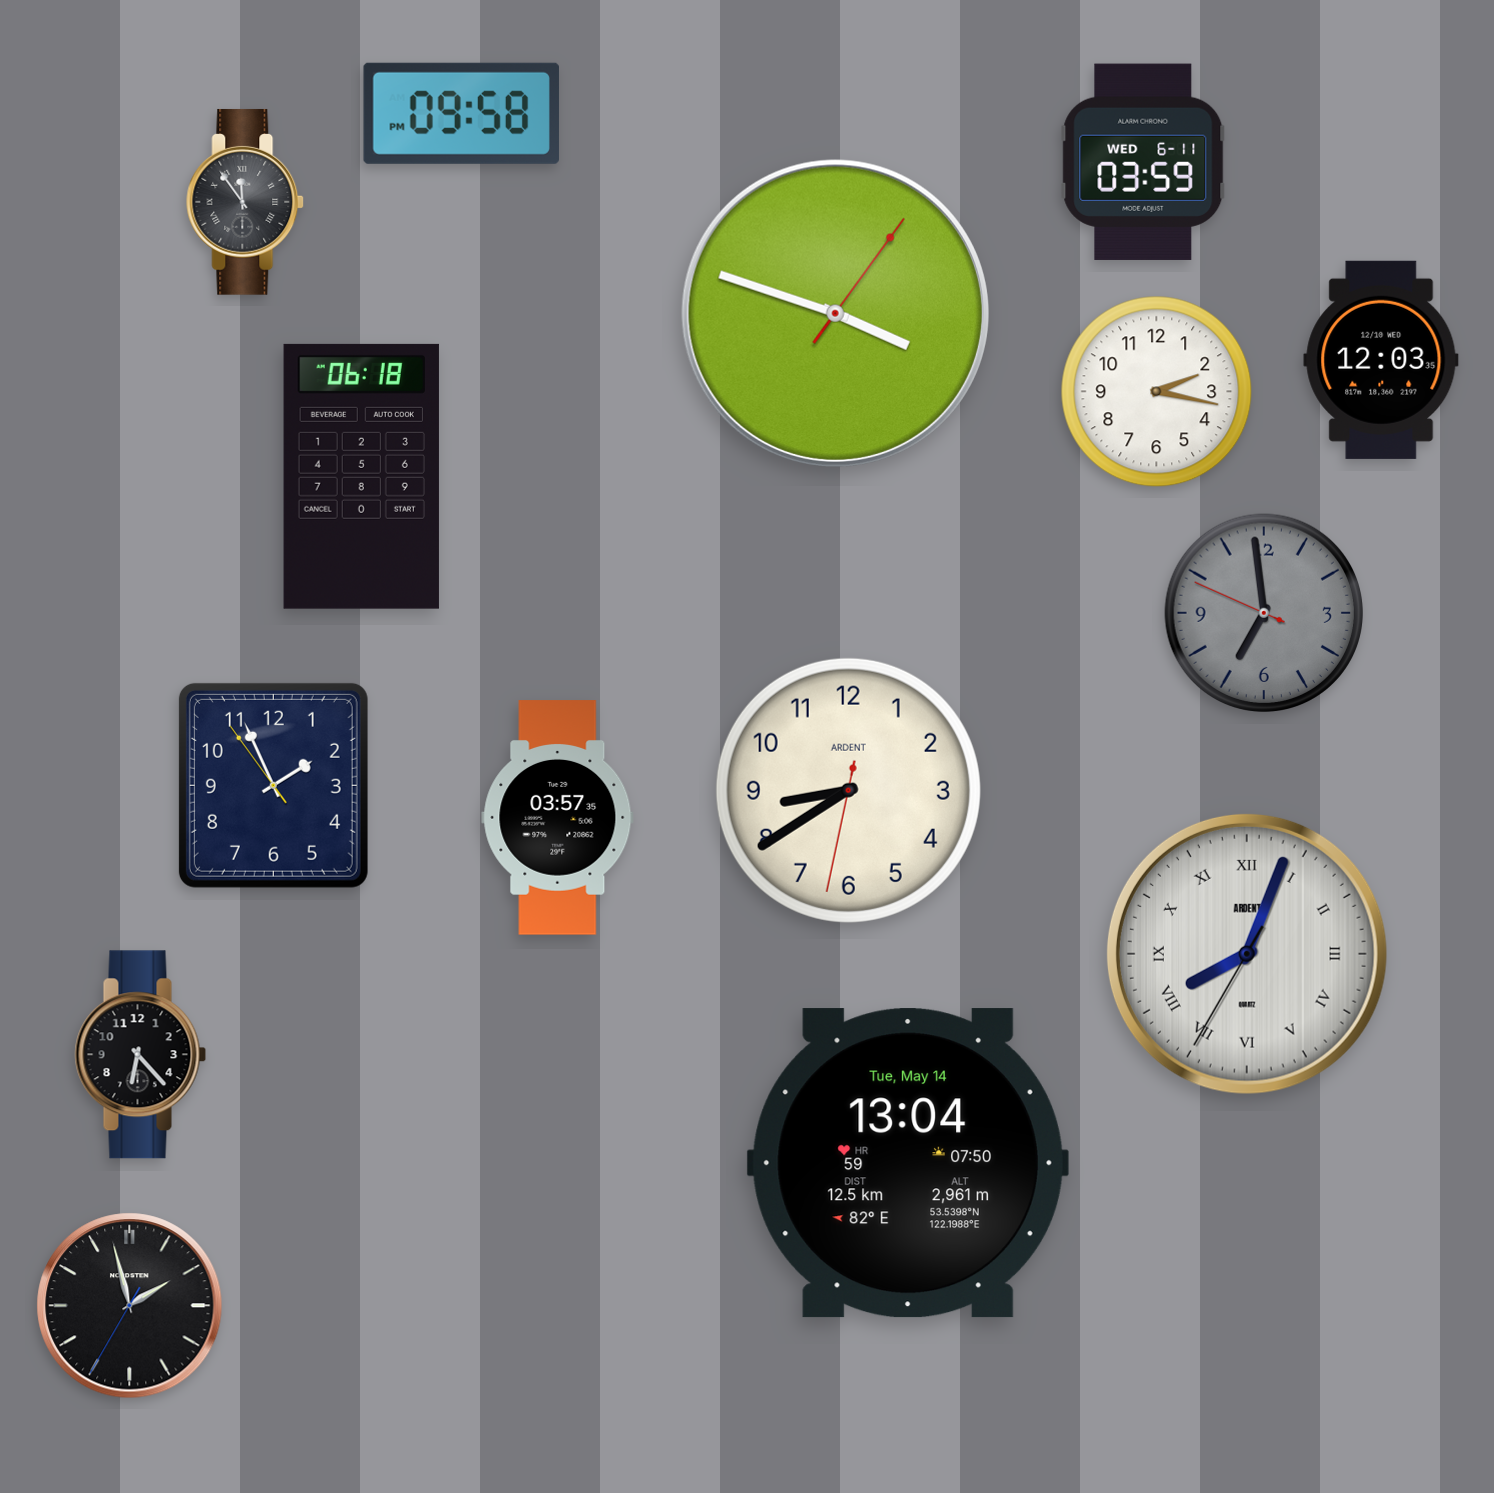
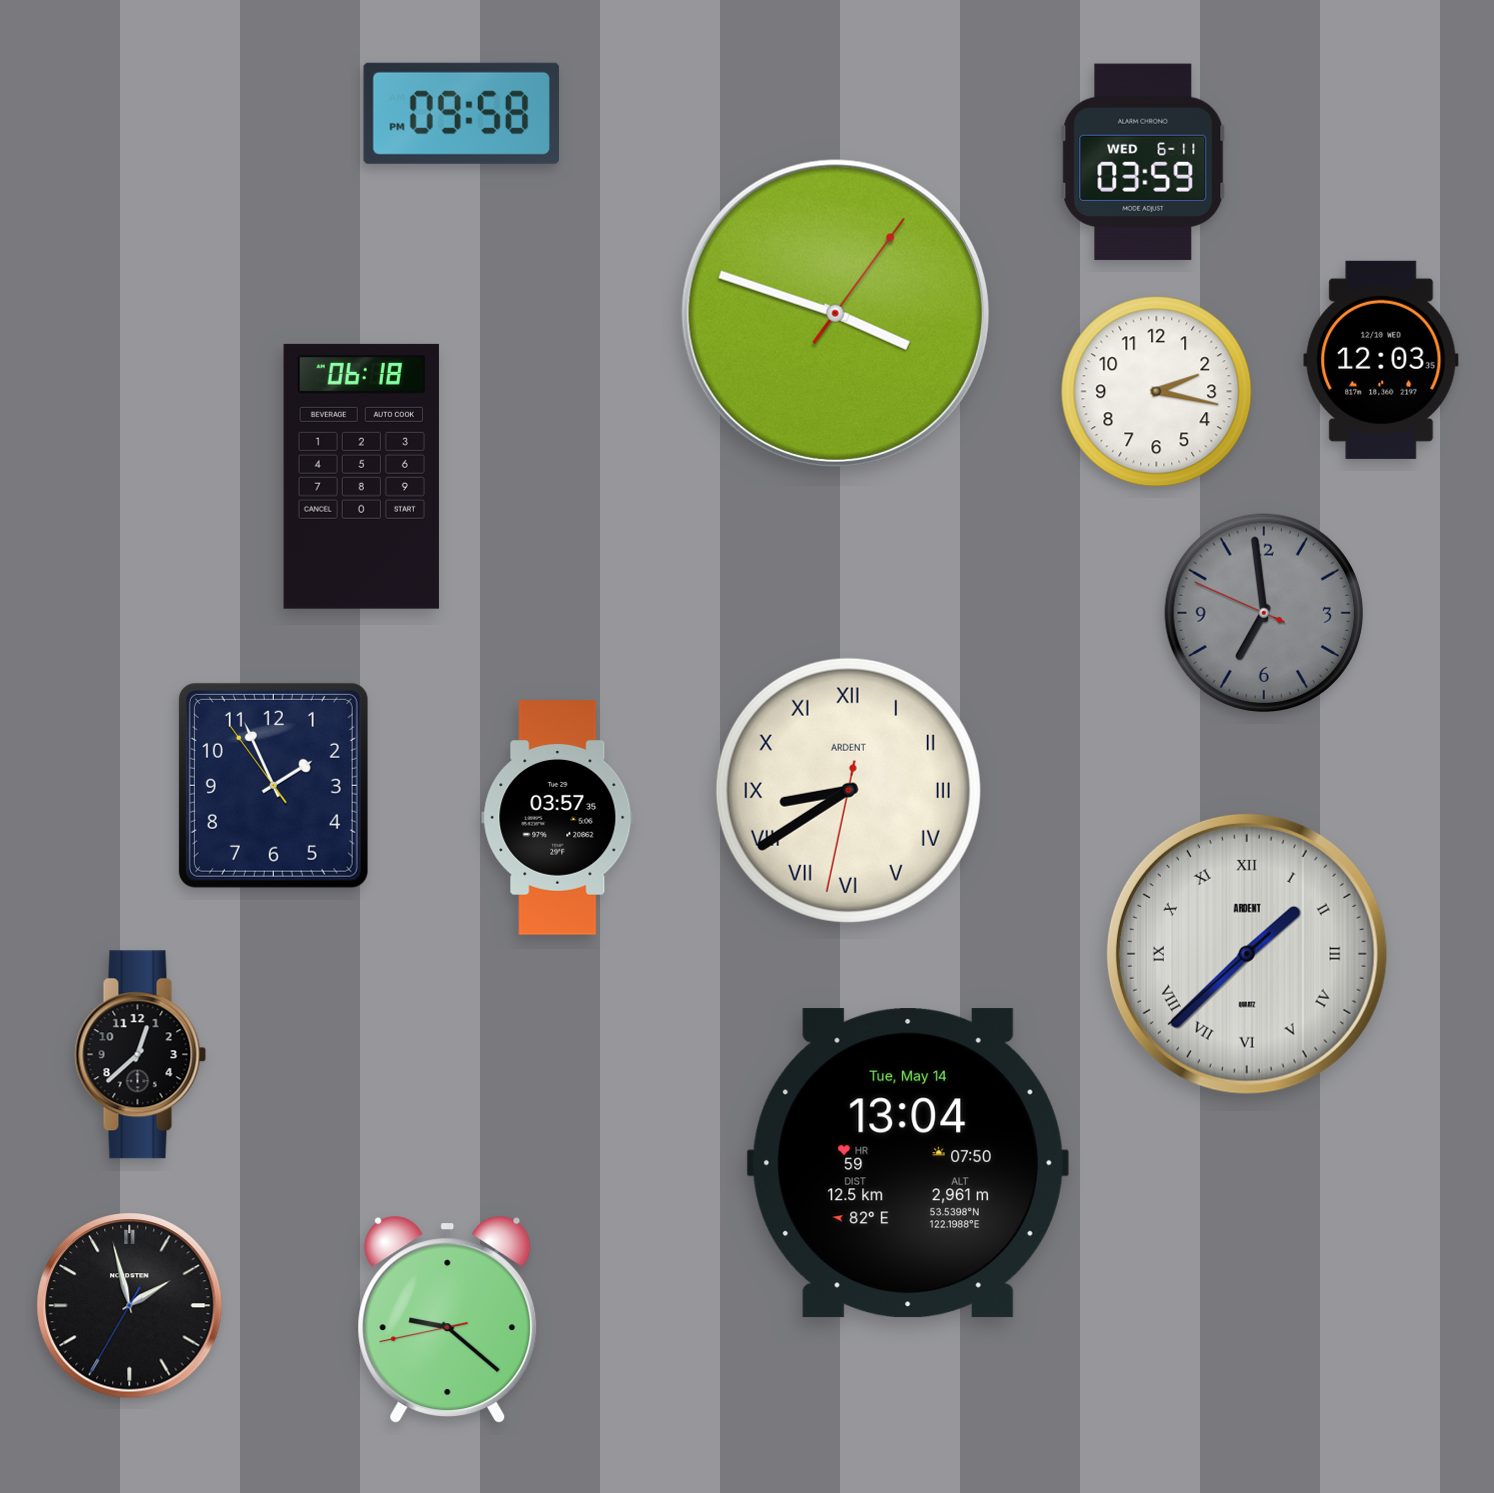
clock at (246, 202): 11:54 -> none
clock at (848, 790) numerals: Arabic -> Roman
clock at (1247, 954): 8:03 -> 1:37
clock at (141, 1055): 6:23 -> 12:38
clock at (448, 1320): none -> 9:21
